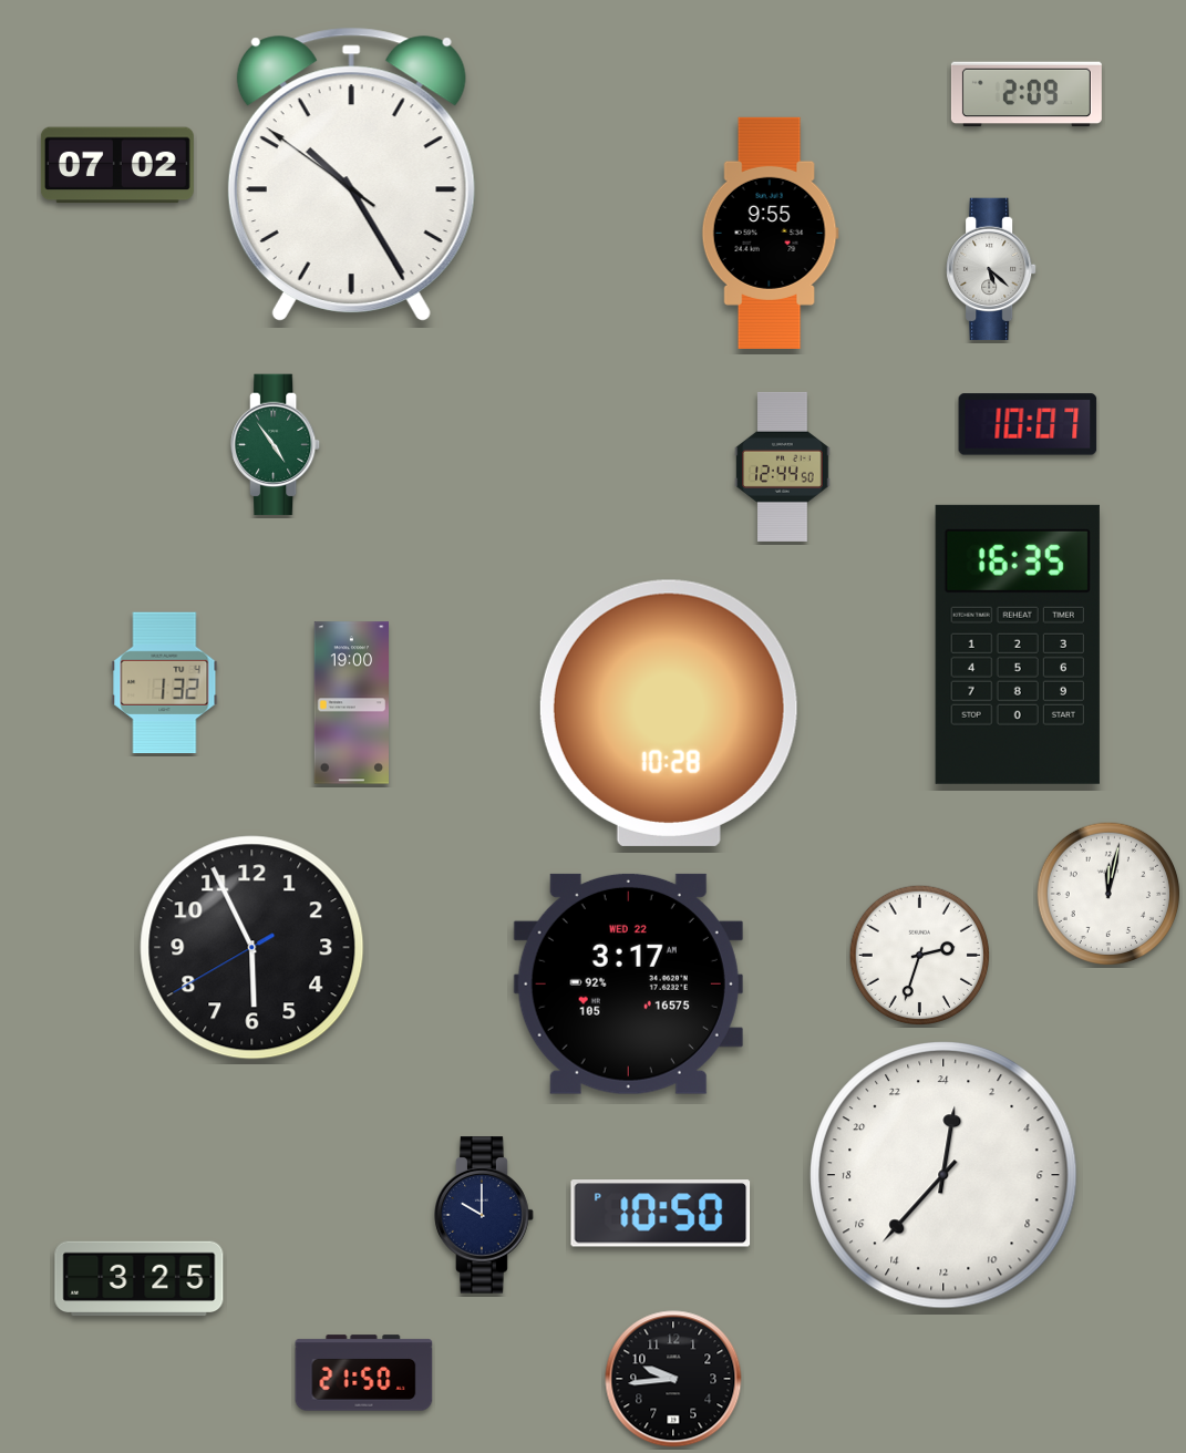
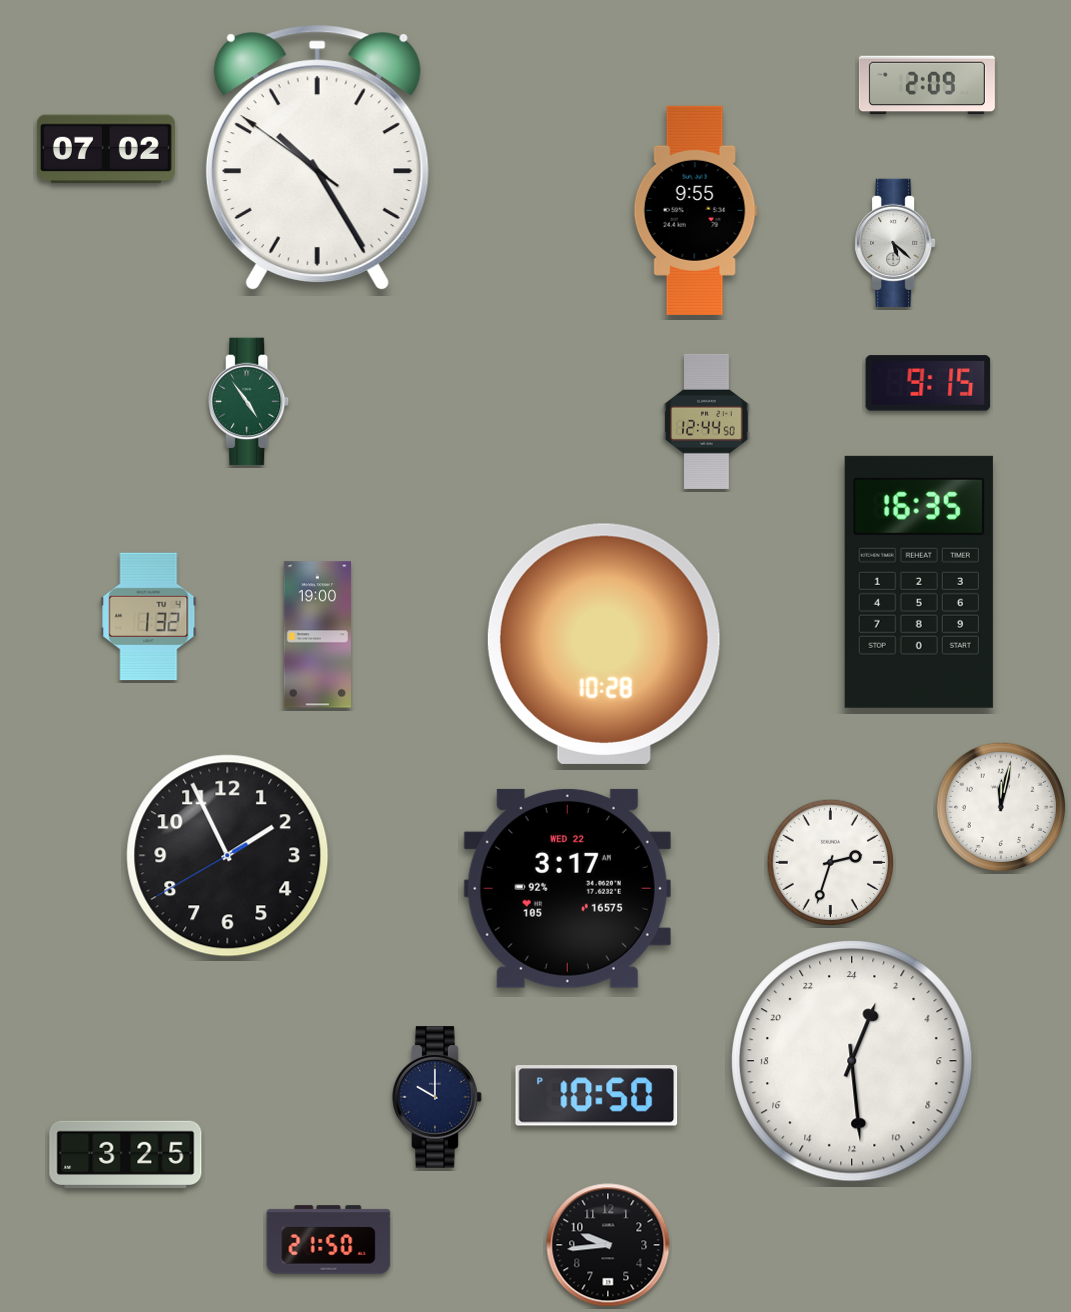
clock at (1028, 424): 10:07 -> 9:15
clock at (252, 948): 5:55 -> 1:55
clock at (943, 1175): 0:37 -> 1:29
